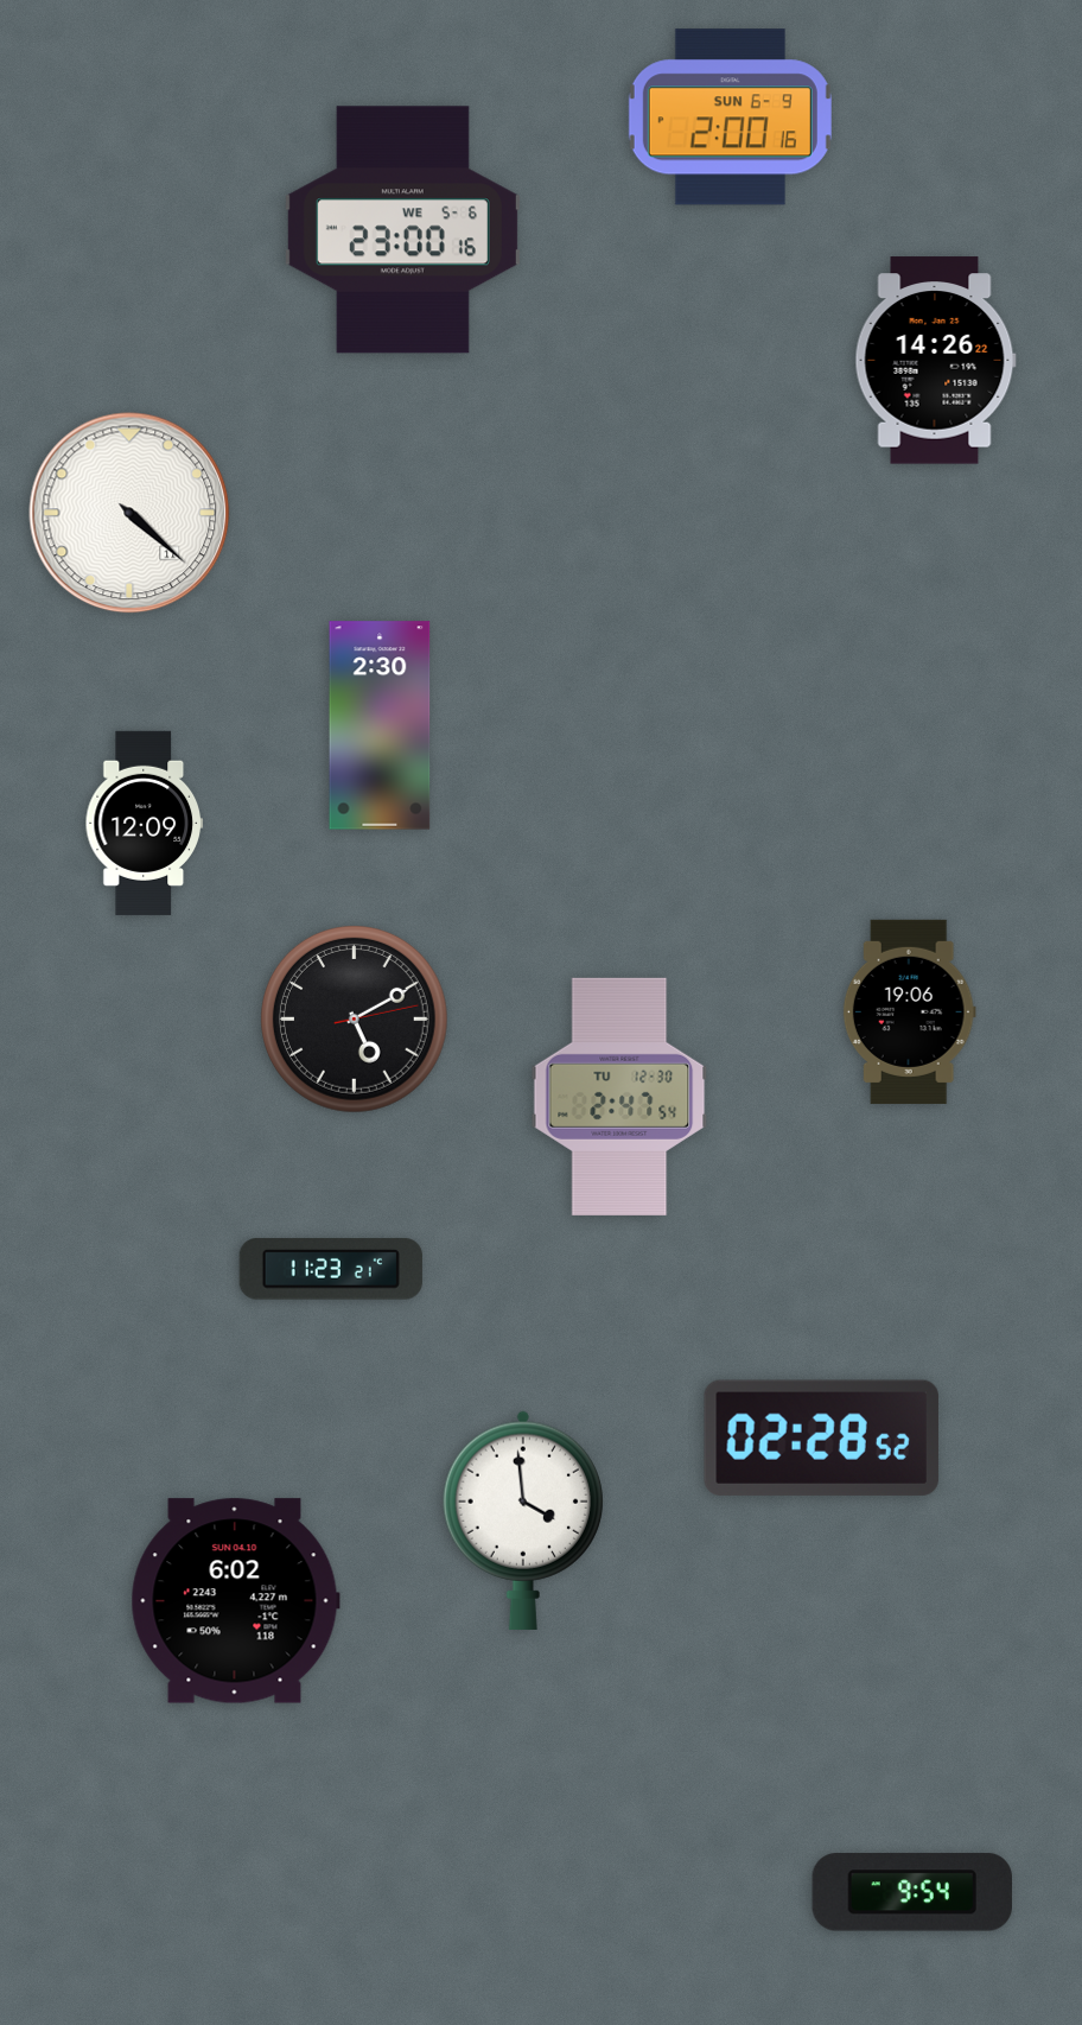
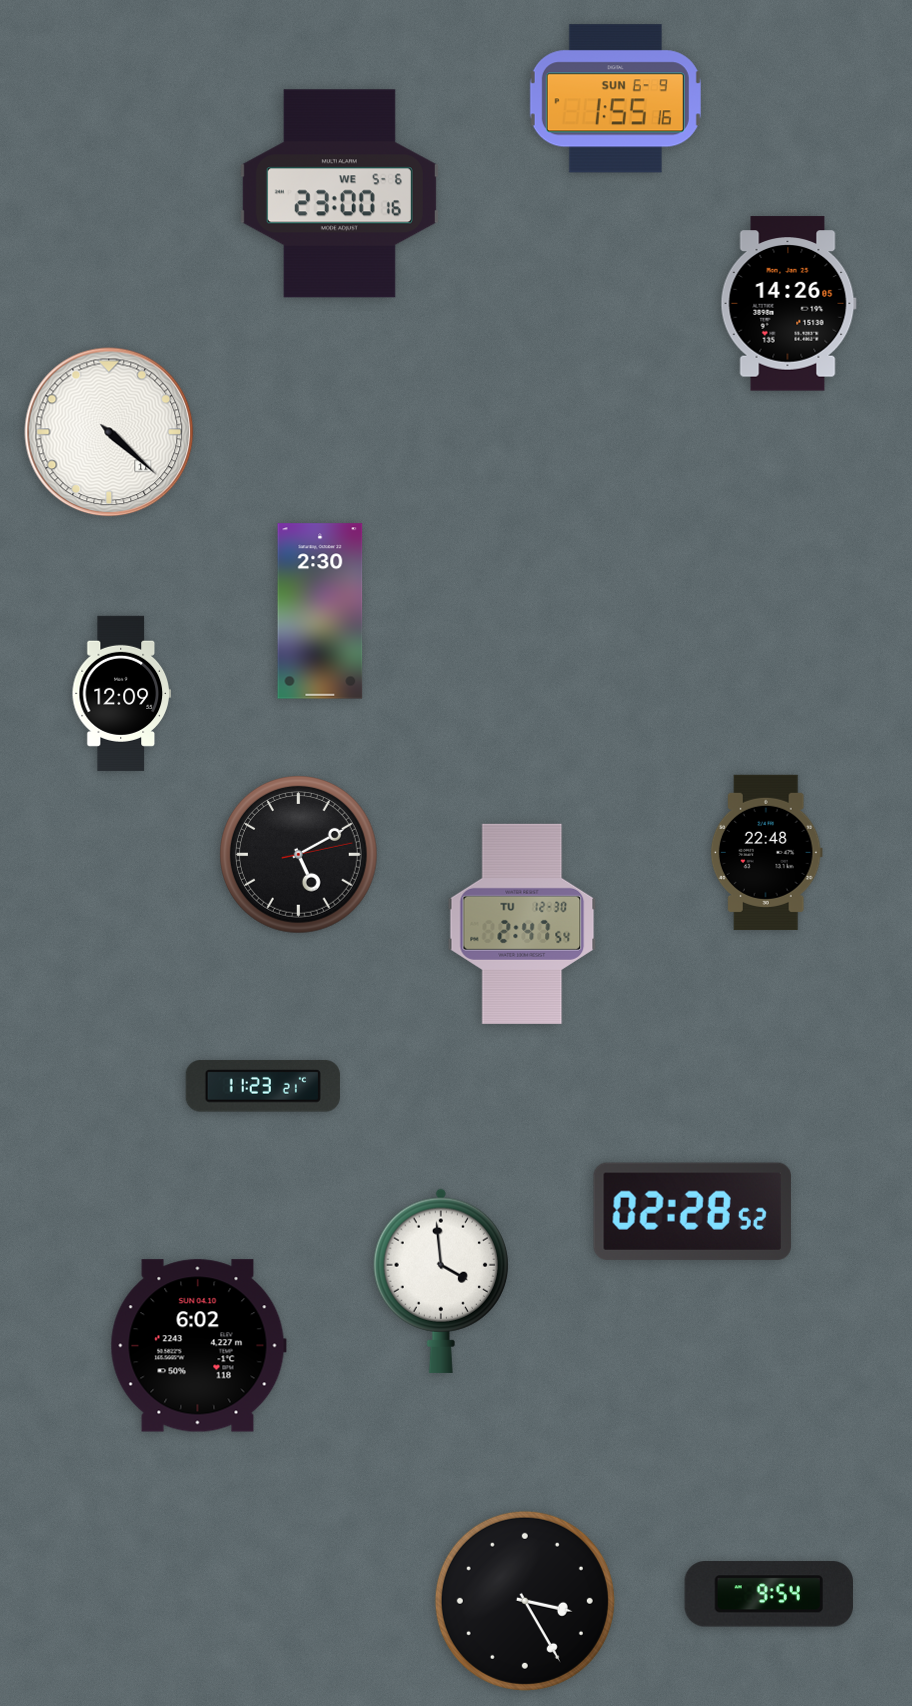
clock at (730, 118): 2:00 -> 1:55
clock at (935, 361): 14:26:22 -> 14:26:05
clock at (909, 1011): 19:06 -> 22:48
clock at (355, 1020) position: (355, 1020) -> (299, 855)
clock at (331, 1269) position: (331, 1269) -> (263, 1086)
clock at (235, 1601) position: (235, 1601) -> (198, 1346)
clock at (525, 1601): none -> 3:25
